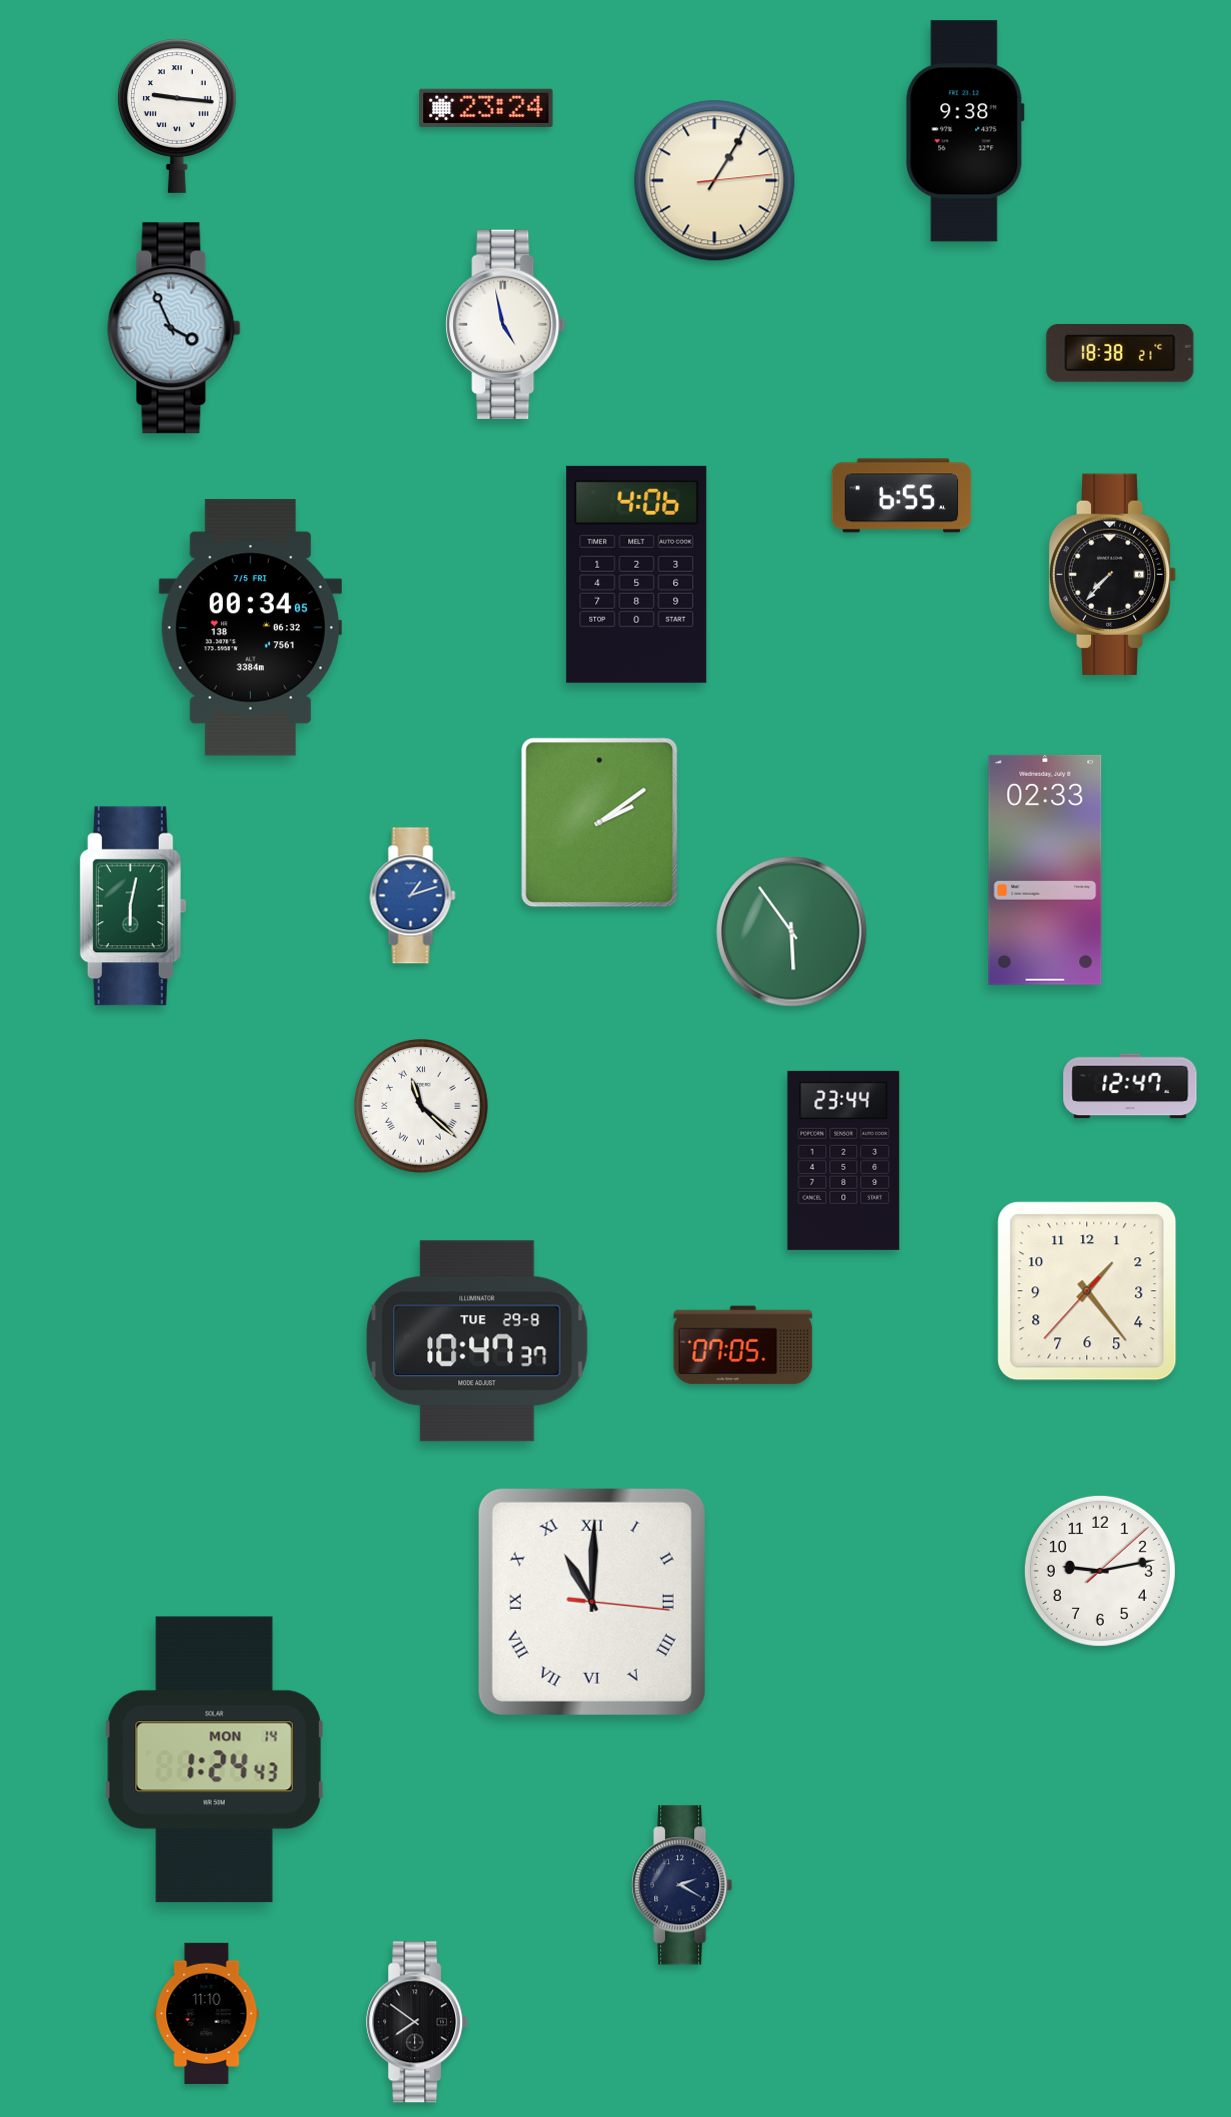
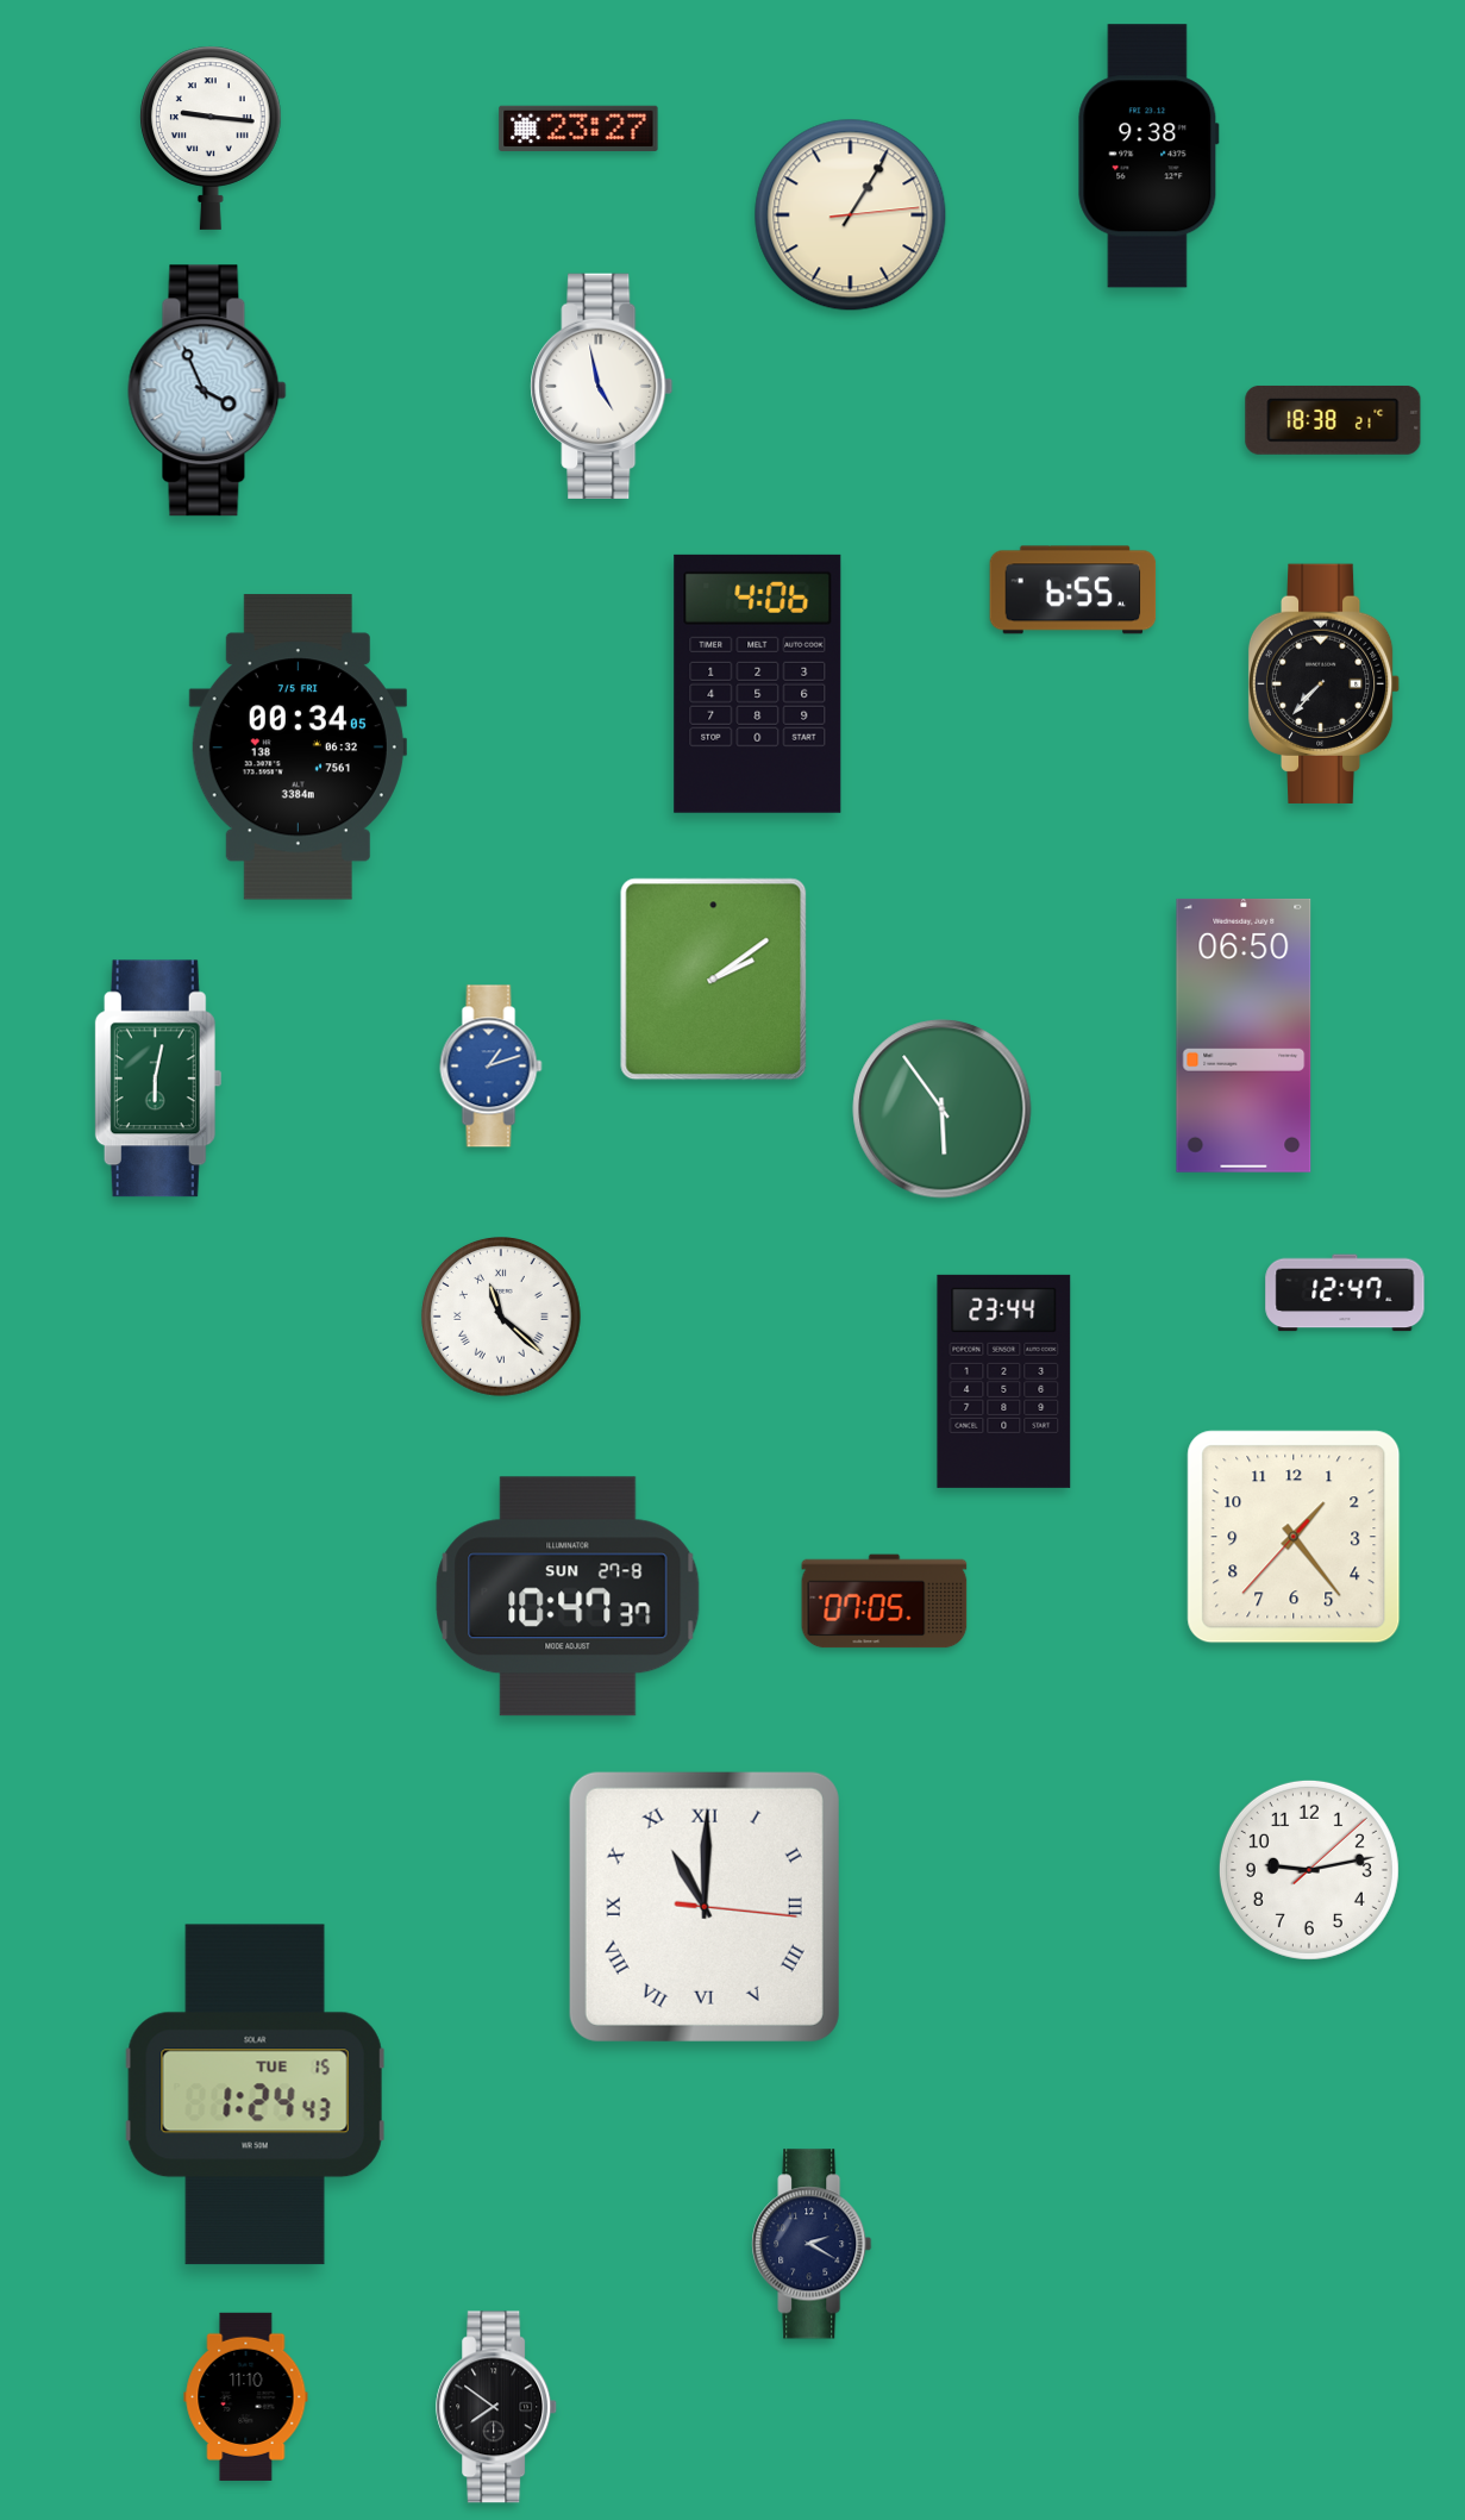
clock at (486, 108): 23:24 -> 23:27
clock at (1045, 870): 02:33 -> 06:50
clock at (477, 1341) date: TUE 29-8 -> SUN 27-8
clock at (214, 1760) date: MON 14 -> TUE 15
